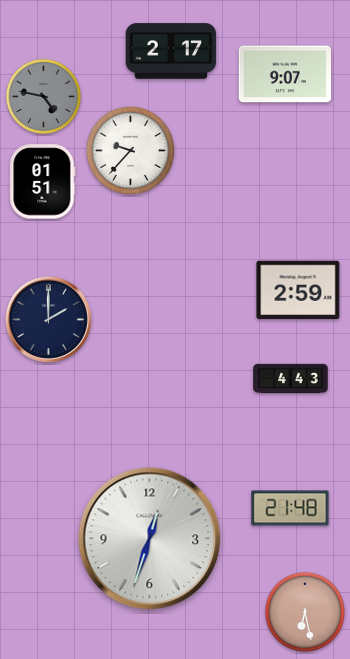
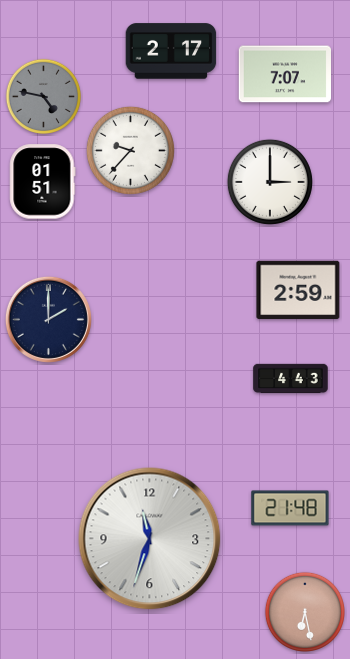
clock at (284, 74): 9:07 -> 7:07
clock at (270, 182): none -> 3:00
clock at (150, 539): 12:33 -> 11:33
